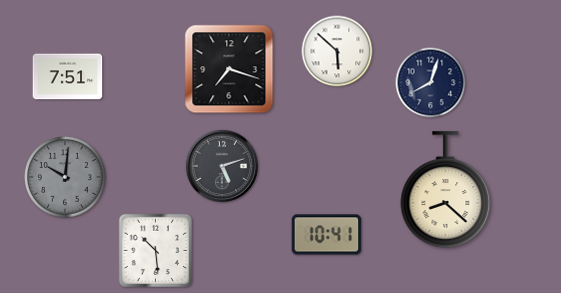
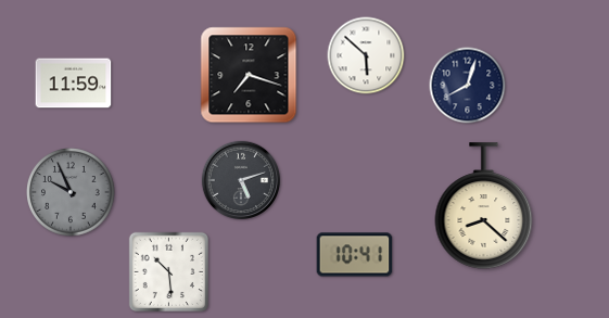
clock at (68, 77): 7:51 -> 11:59
clock at (431, 83) position: (431, 83) -> (468, 86)
clock at (65, 177): 10:01 -> 9:56
